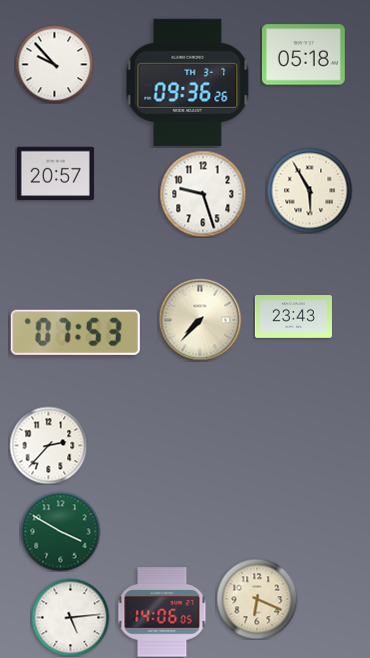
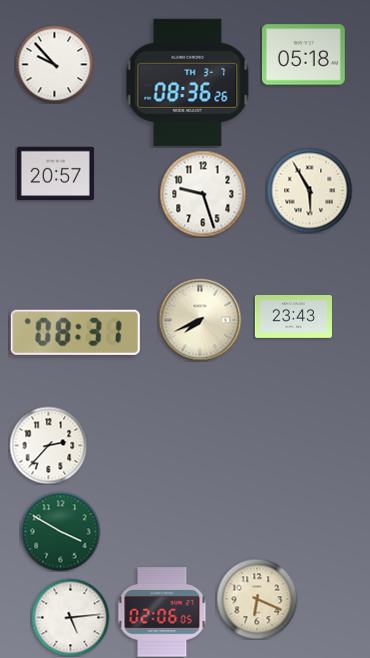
clock at (188, 82): 09:36 -> 08:36
clock at (200, 320): 7:37 -> 7:41
clock at (75, 332): 07:53 -> 08:31
clock at (162, 612): 14:06 -> 02:06
